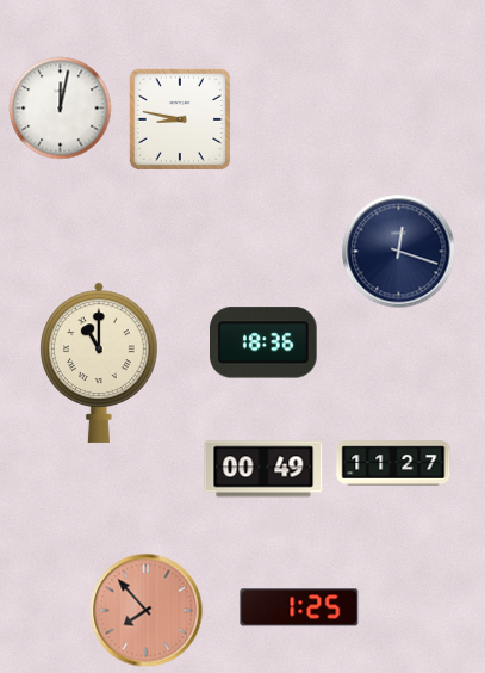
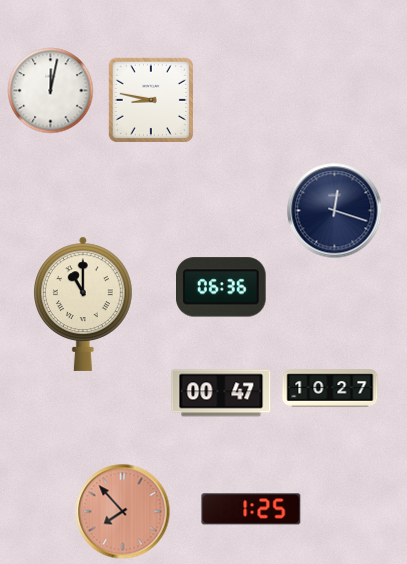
clock at (265, 342): 18:36 -> 06:36
clock at (393, 463): 11:27 -> 10:27
clock at (263, 469): 00:49 -> 00:47
